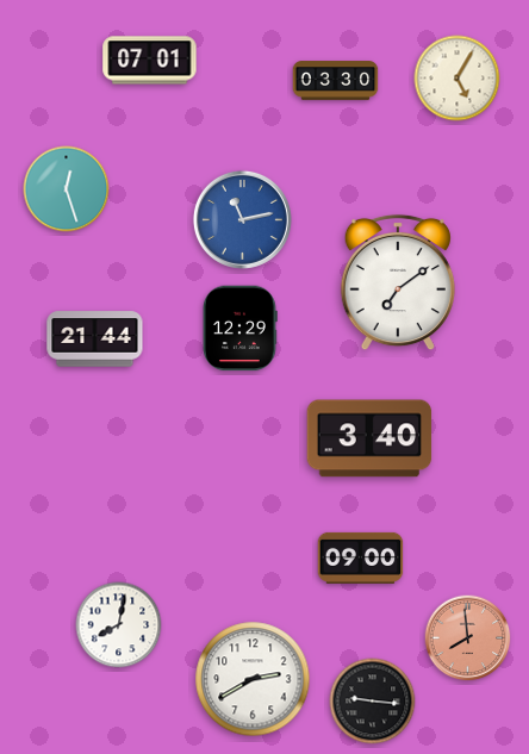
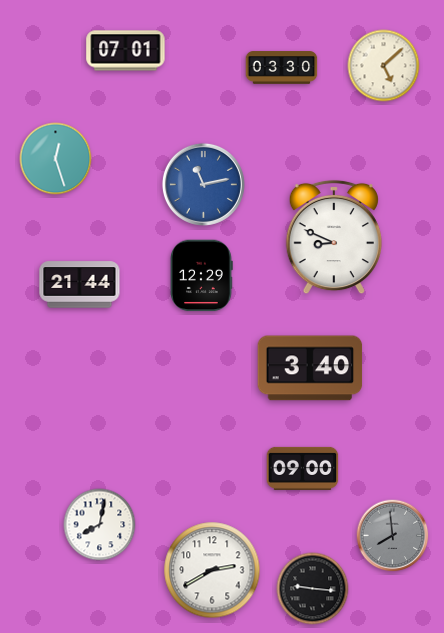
clock at (458, 79): 5:05 -> 5:08
clock at (398, 282): 7:09 -> 8:49
clock at (468, 638) dial: salmon -> grey
